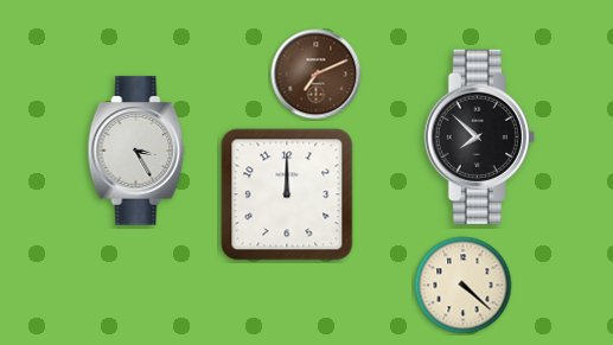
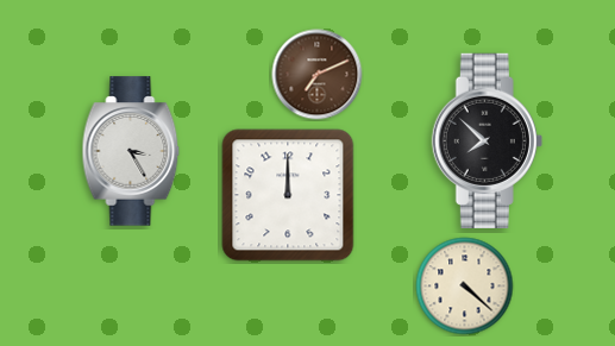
clock at (479, 136) position: (479, 136) -> (487, 140)
clock at (136, 151) position: (136, 151) -> (131, 151)
